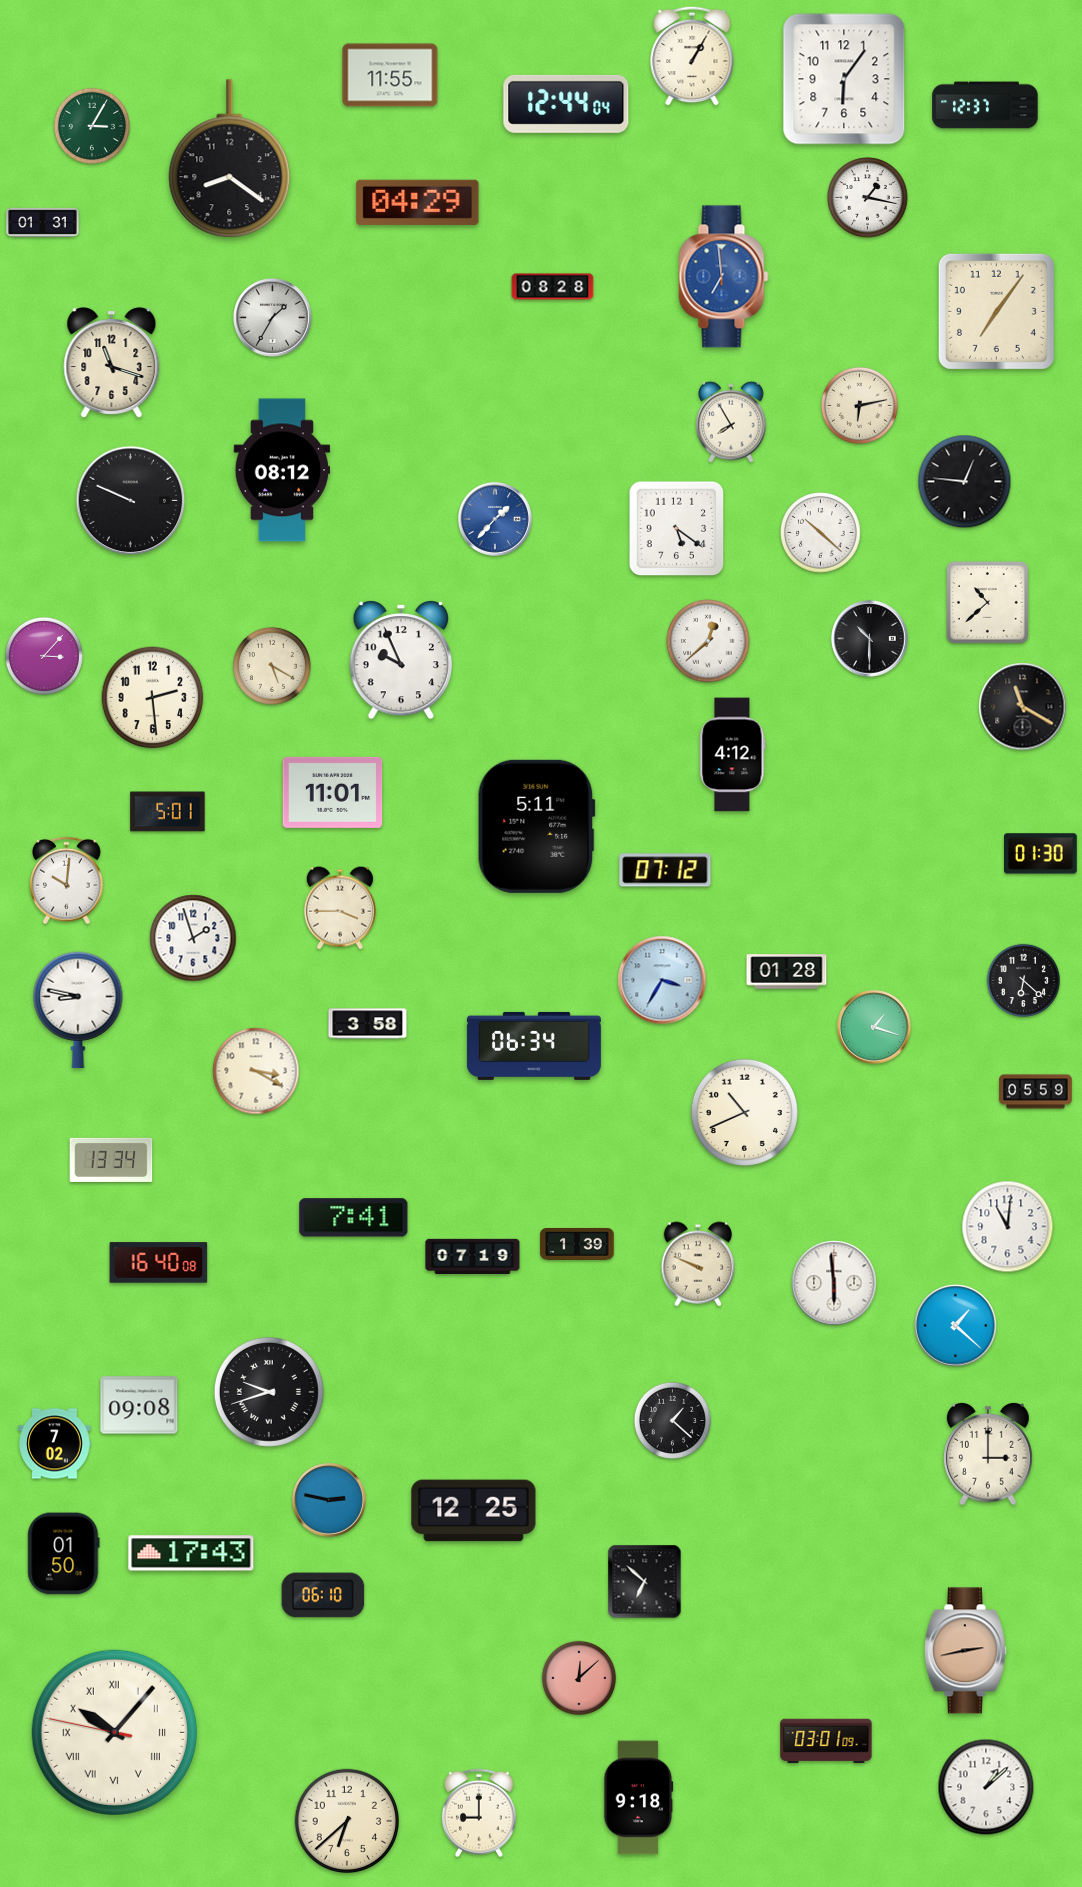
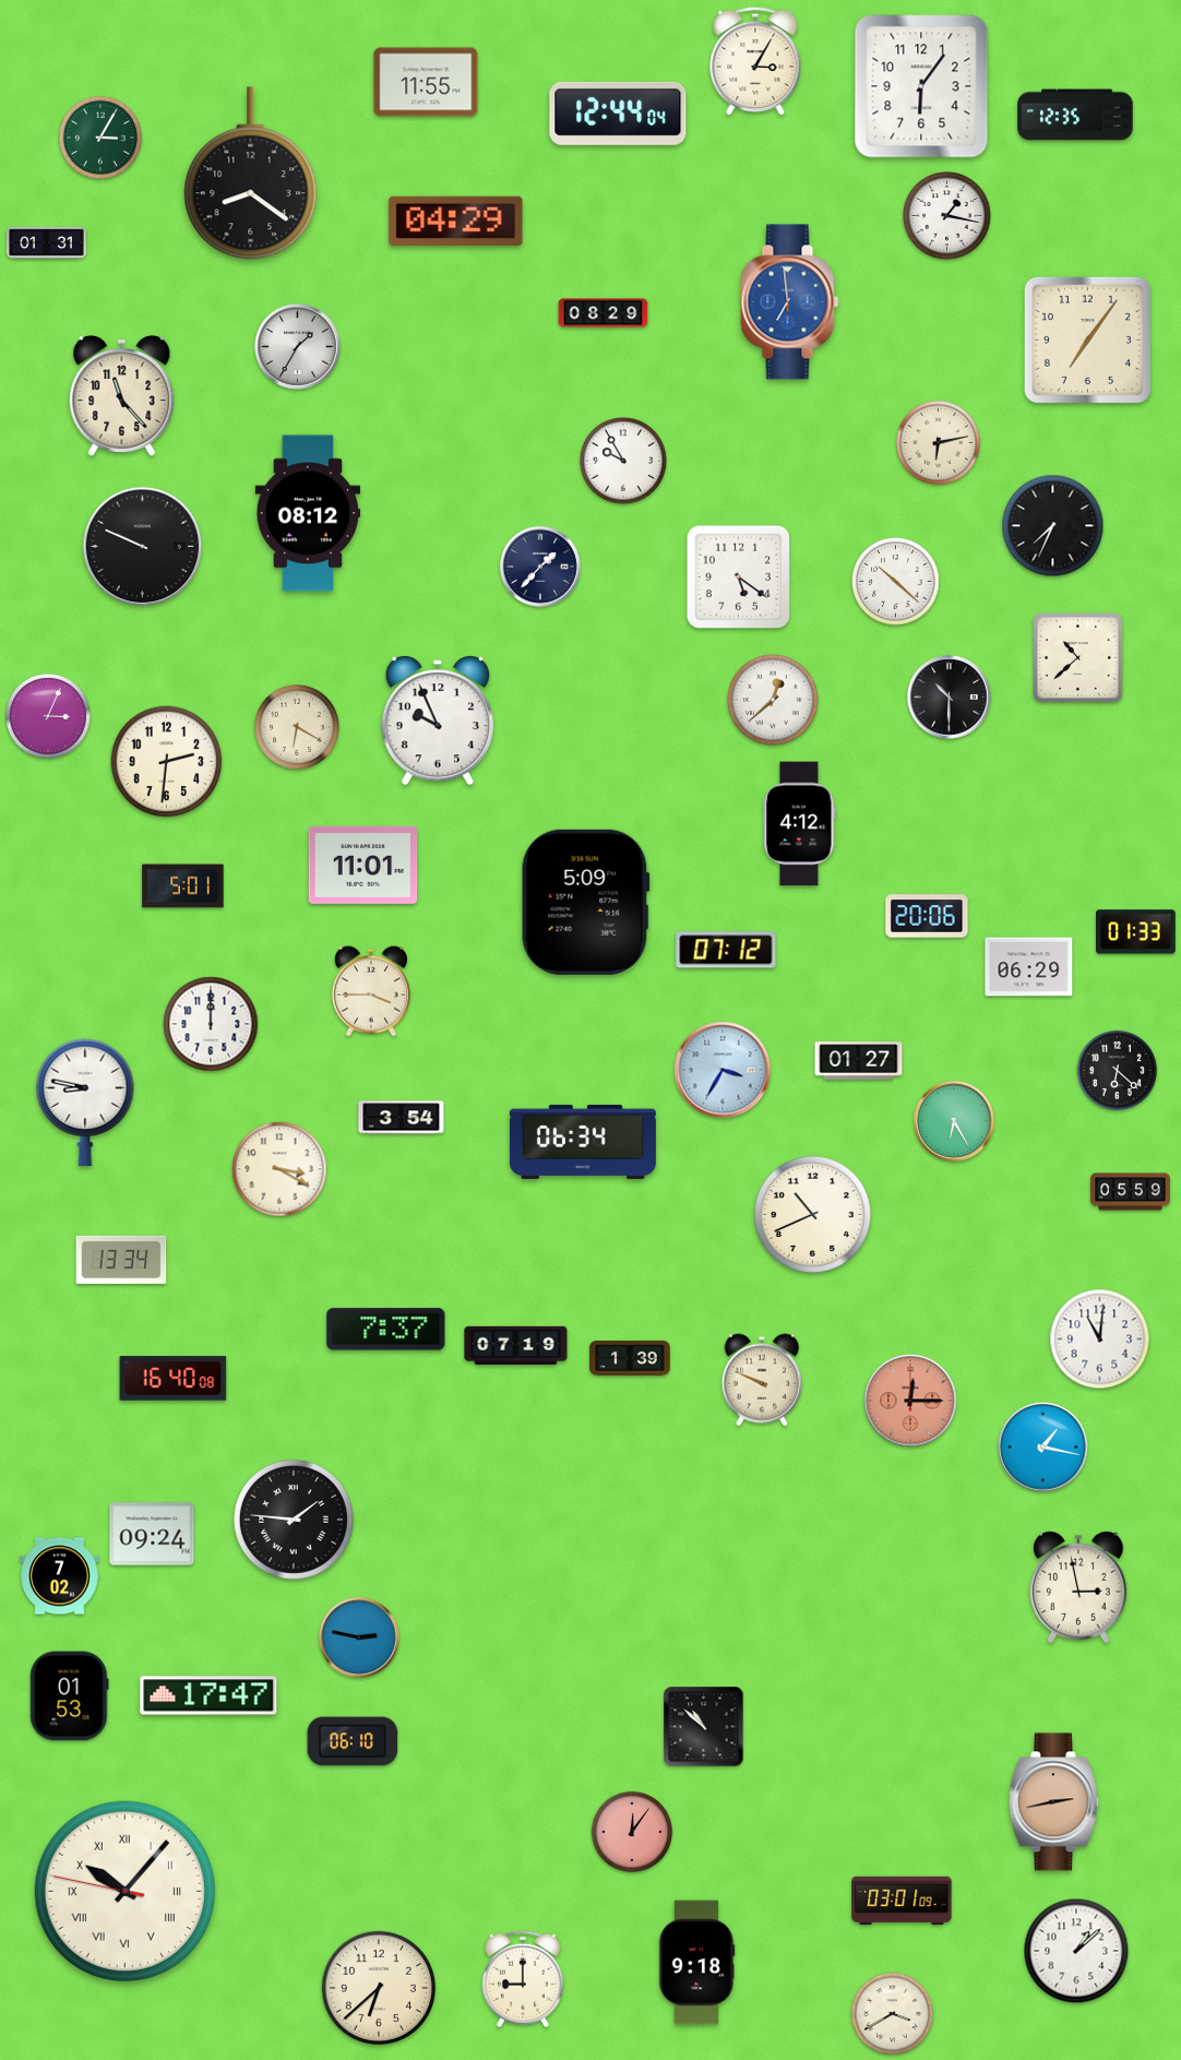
clock at (692, 56): 1:05 -> 3:05
clock at (985, 105): 12:37 -> 12:35
clock at (553, 287): 08:28 -> 08:29
clock at (112, 363): 11:18 -> 11:23
clock at (732, 422): 7:55 -> none
clock at (624, 462): none -> 9:55
clock at (965, 482): 12:46 -> 7:34
clock at (496, 520) dial: blue -> navy
clock at (44, 656): 3:07 -> 3:04
clock at (272, 666): 5:20 -> 6:20
clock at (153, 698): 2:29 -> 2:31
clock at (1023, 707): 11:20 -> none
clock at (536, 826): 5:11 -> 5:09
clock at (927, 916): none -> 20:06
clock at (1041, 854): 01:30 -> 01:33
clock at (67, 881): 10:01 -> none
clock at (1029, 967): none -> 06:29
clock at (193, 938): 1:57 -> 12:00
clock at (787, 972): 01:28 -> 01:27
clock at (368, 1024): 3:58 -> 3:54
clock at (875, 1028): 1:18 -> 6:25
clock at (111, 1160) position: (111, 1160) -> (121, 1260)
clock at (354, 1218): 7:41 -> 7:37
clock at (473, 1256) position: (473, 1256) -> (516, 1345)
clock at (834, 1283): 5:59 -> 12:15
clock at (834, 1283) dial: white -> salmon
clock at (956, 1326): 1:22 -> 1:17
clock at (269, 1392): 9:42 -> 1:46
clock at (139, 1405): 09:08 -> 09:24
clock at (672, 1420): 1:22 -> none
clock at (989, 1454): 3:00 -> 2:58
clock at (474, 1511): 12:25 -> none
clock at (191, 1553): 17:43 -> 17:47
clock at (64, 1554): 01:50 -> 01:53
clock at (645, 1582): 6:52 -> 10:52
clock at (579, 1678): 12:08 -> 12:06
clock at (892, 2013): none -> 3:40
